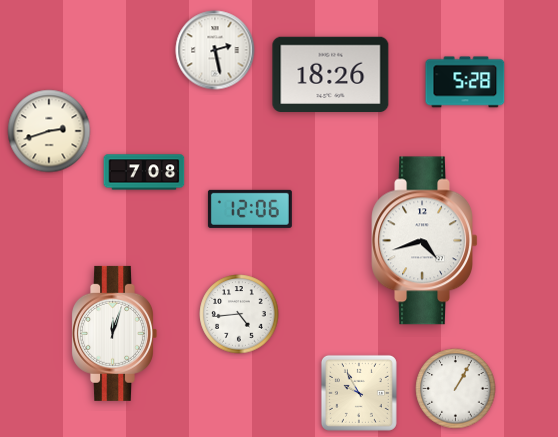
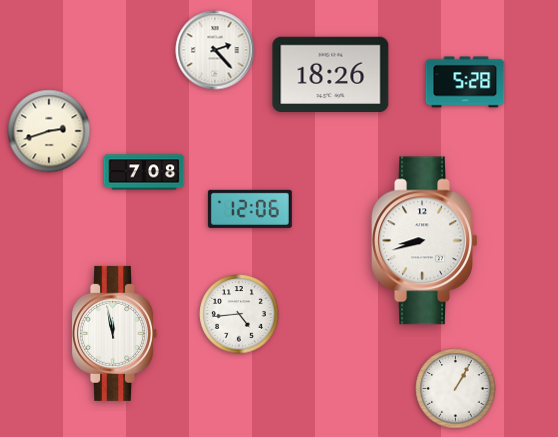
clock at (215, 50): 2:28 -> 2:23
clock at (425, 241): 4:42 -> 8:42
clock at (114, 333): 12:03 -> 11:58
clock at (359, 393): 9:55 -> none
